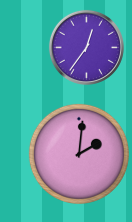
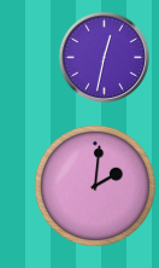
clock at (86, 47): 12:36 -> 12:32
